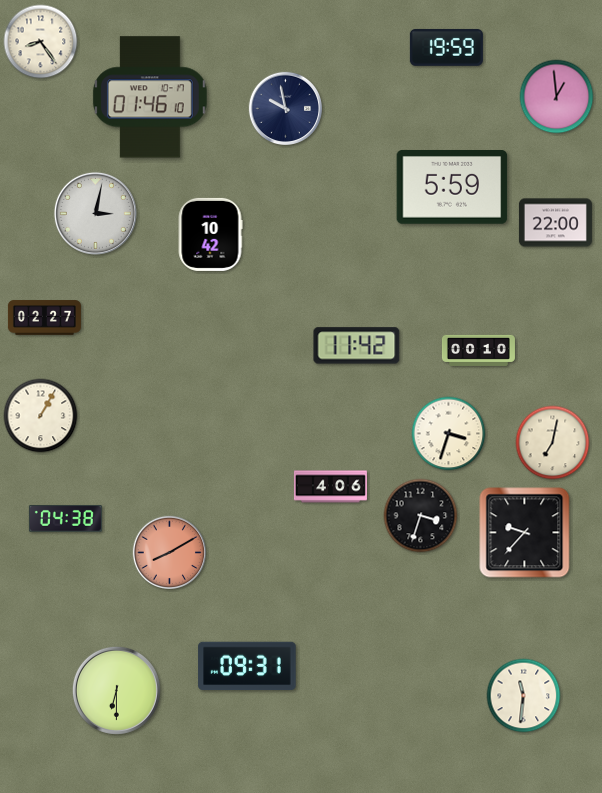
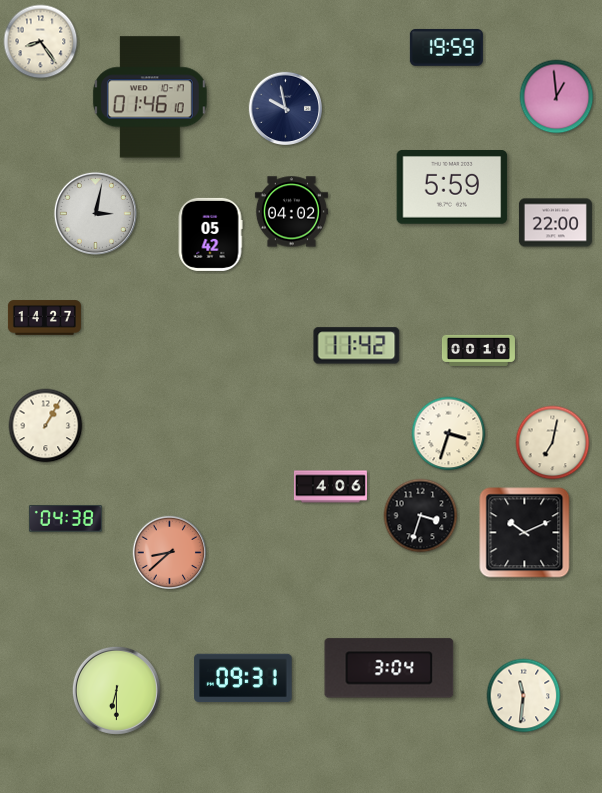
clock at (291, 212): none -> 04:02
clock at (210, 234): 10:42 -> 05:42
clock at (44, 318): 02:27 -> 14:27
clock at (41, 416) position: (41, 416) -> (46, 426)
clock at (525, 533): 9:37 -> 10:11
clock at (169, 552): 8:10 -> 8:38
clock at (247, 666) position: (247, 666) -> (243, 678)
clock at (389, 668): none -> 3:04
